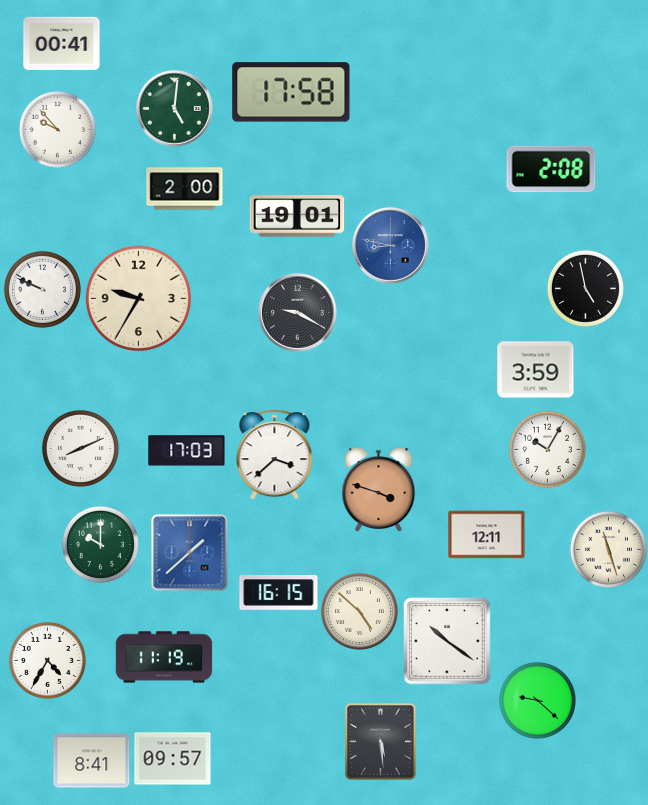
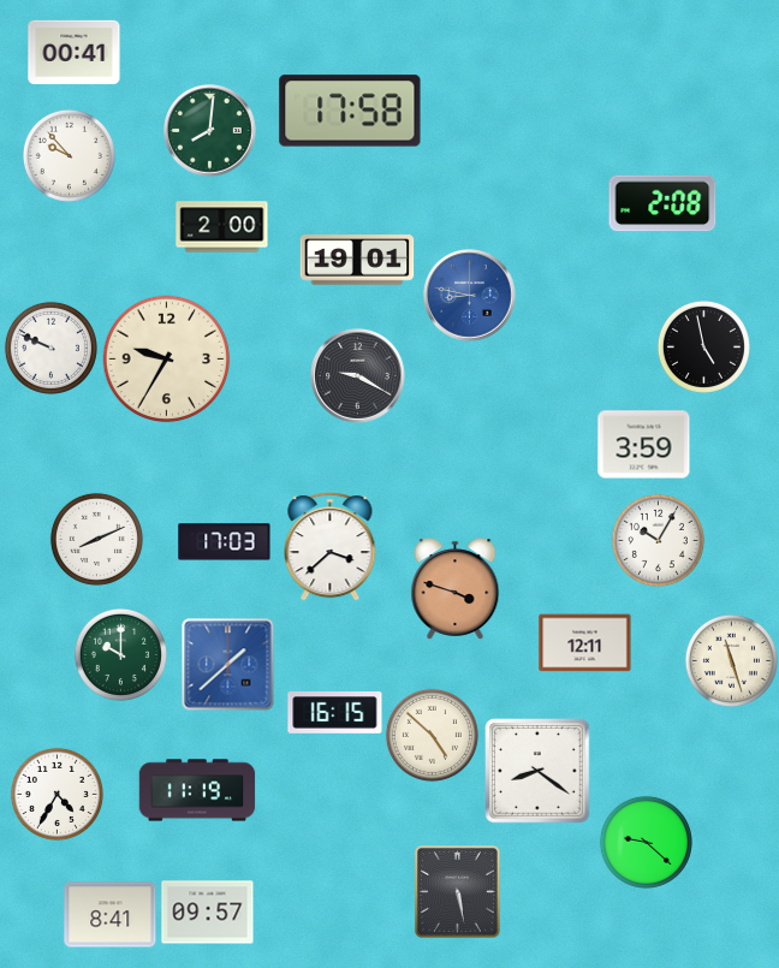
clock at (175, 109): 5:01 -> 8:01
clock at (448, 642): 10:21 -> 8:21
clock at (381, 742): 5:29 -> 5:28
